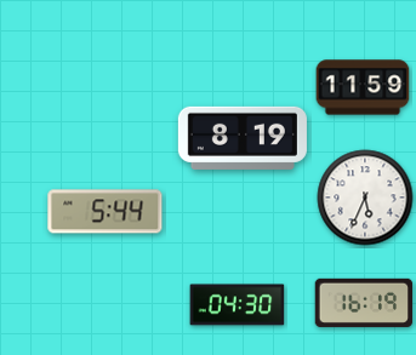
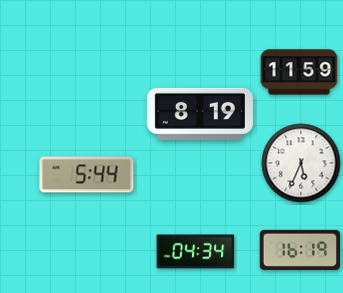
clock at (238, 305): 04:30 -> 04:34
